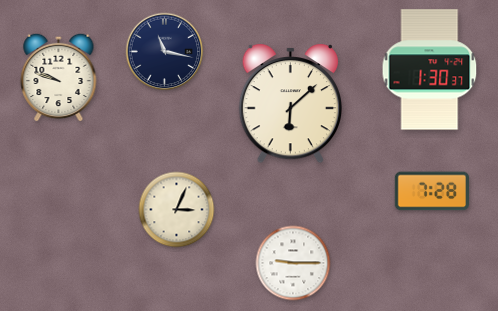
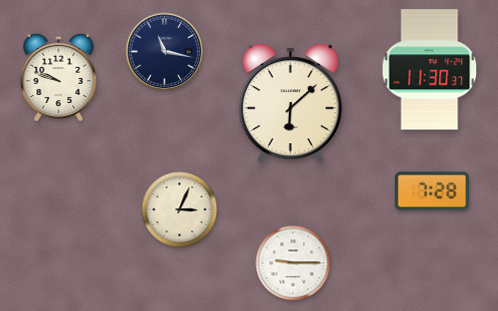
clock at (430, 70): 1:30 -> 11:30
clock at (177, 210) position: (177, 210) -> (180, 210)
